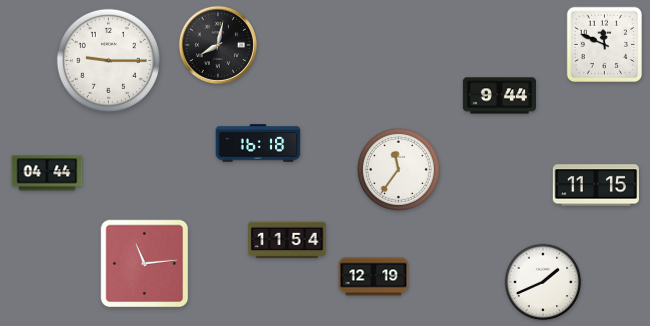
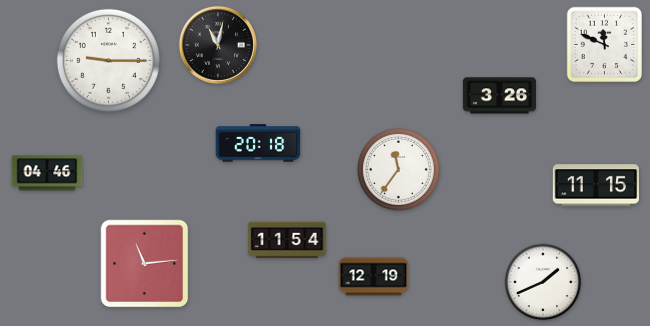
clock at (218, 45): 8:02 -> 11:02
clock at (499, 96): 9:44 -> 3:26
clock at (258, 143): 16:18 -> 20:18
clock at (47, 173): 04:44 -> 04:46
